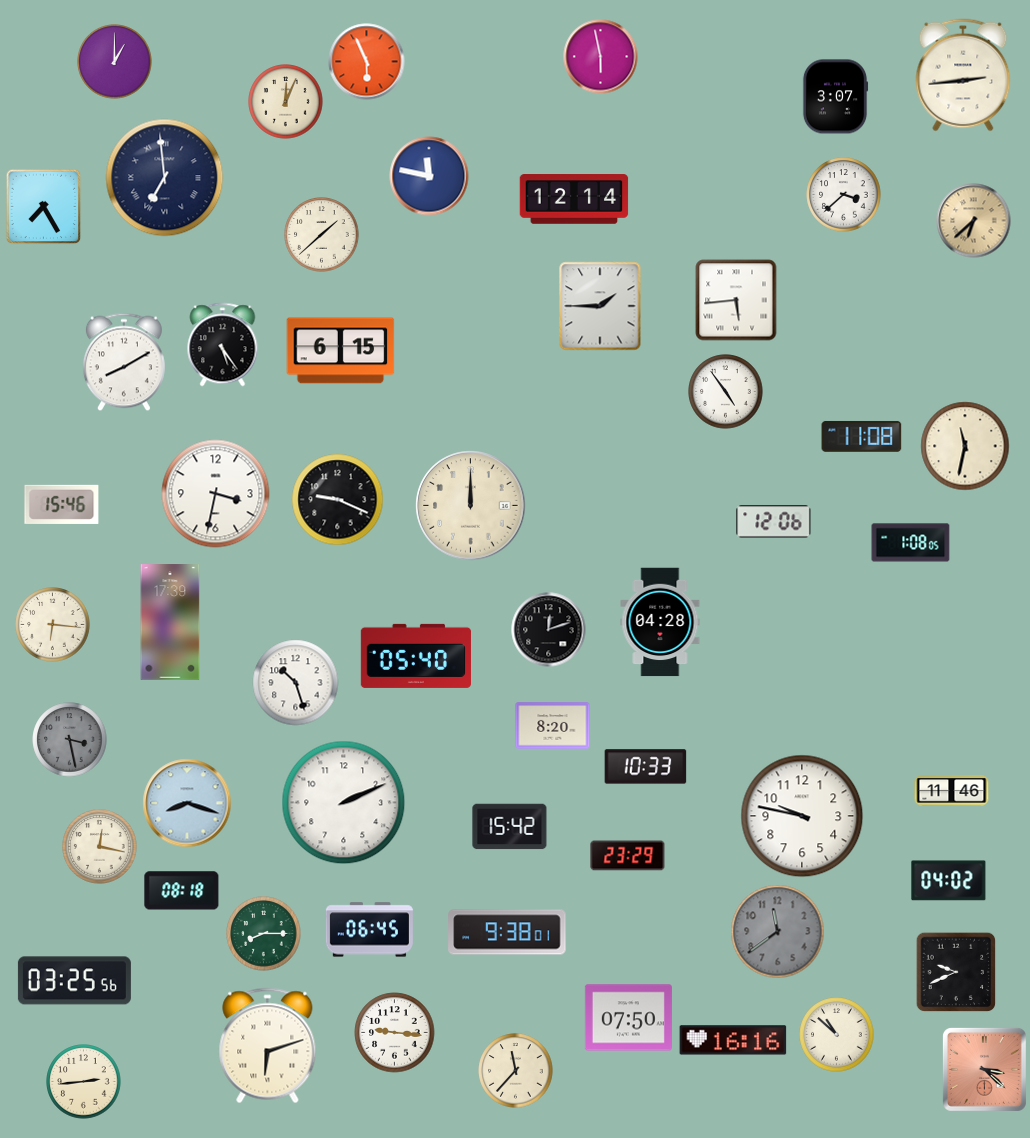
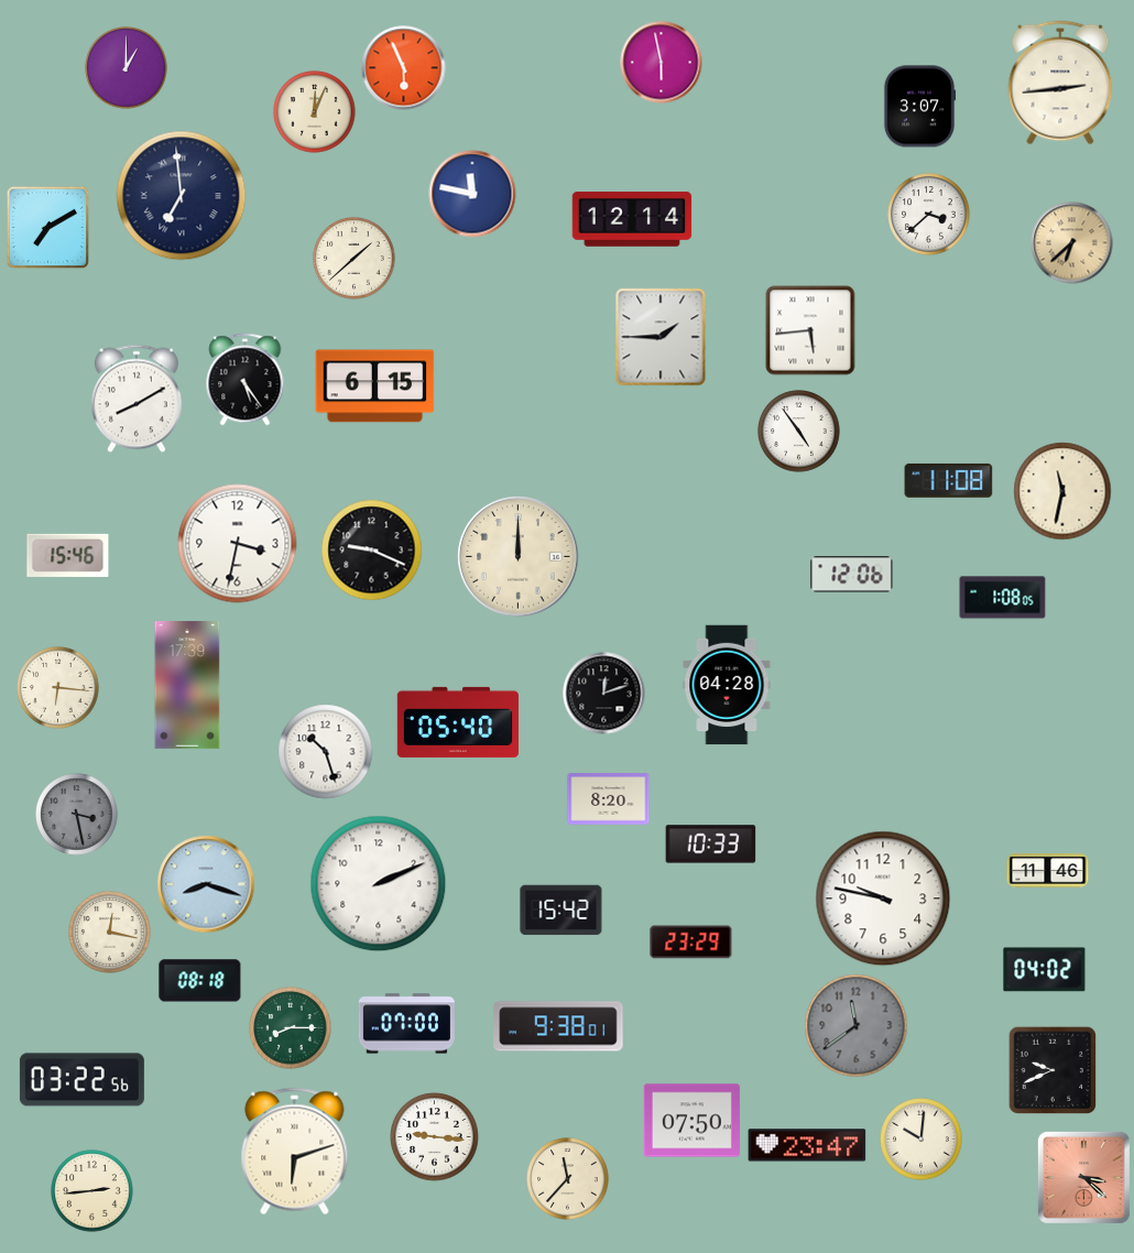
clock at (44, 207): 7:25 -> 7:10
clock at (369, 930): 06:45 -> 07:00
clock at (74, 981): 03:25 -> 03:22
clock at (837, 1035): 10:52 -> 10:01
clock at (733, 1040): 16:16 -> 23:47
